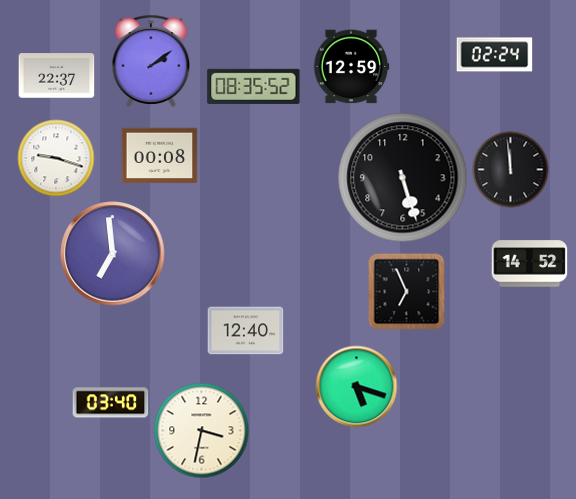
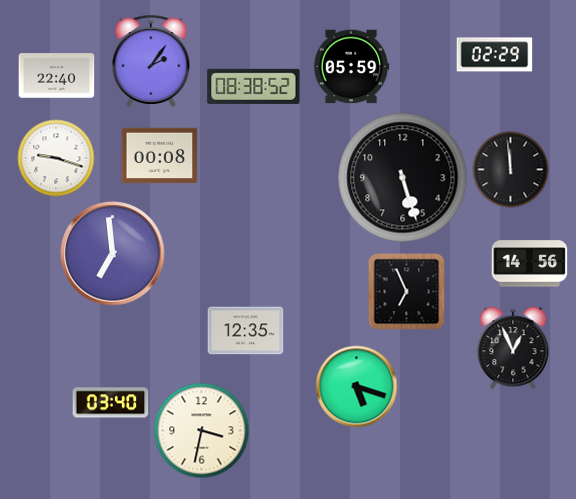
clock at (495, 55): 02:24 -> 02:29
clock at (151, 61): 2:09 -> 2:06
clock at (351, 67): 12:59 -> 05:59
clock at (57, 76): 22:37 -> 22:40
clock at (254, 86): 08:35 -> 08:38
clock at (530, 264): 14:52 -> 14:56
clock at (246, 331): 12:40 -> 12:35
clock at (513, 348): none -> 12:56
